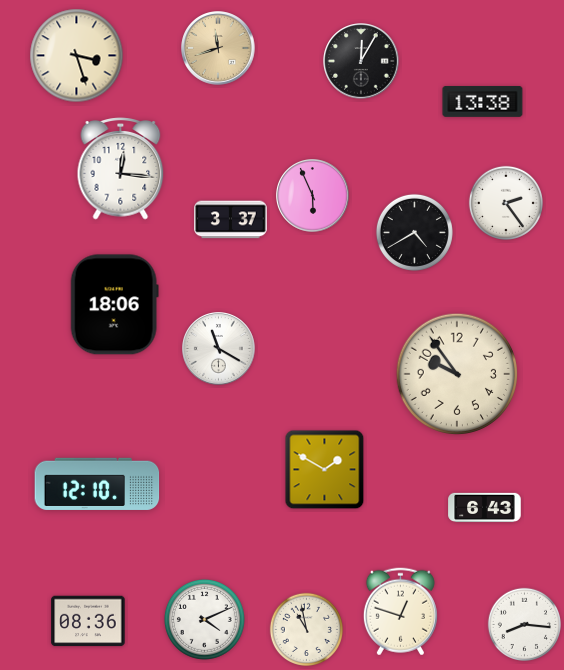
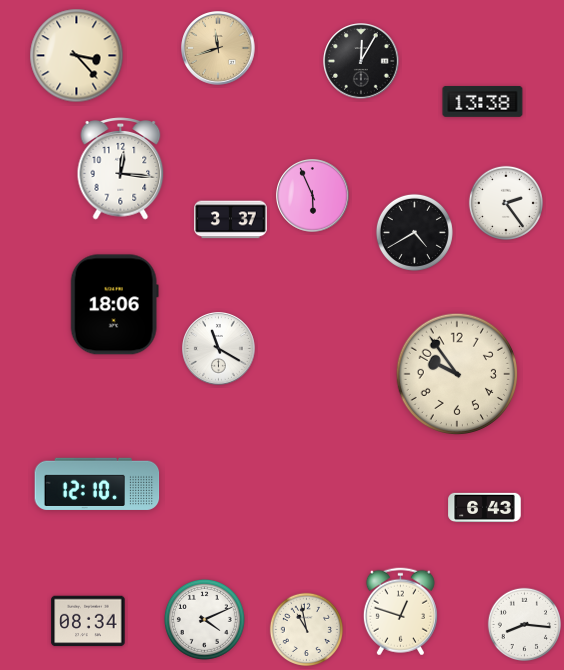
clock at (77, 56): 3:27 -> 3:23
clock at (325, 470): 1:50 -> none
clock at (88, 621): 08:36 -> 08:34
